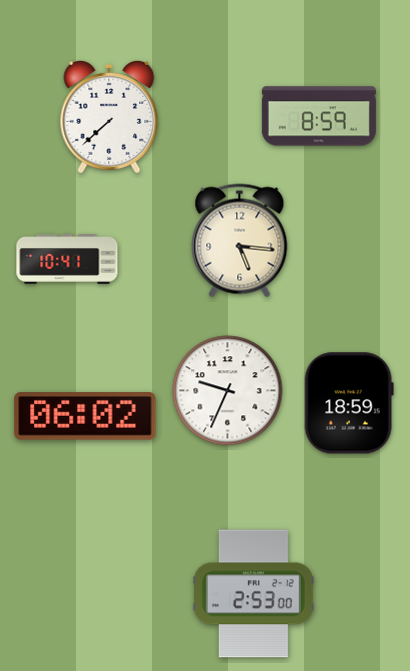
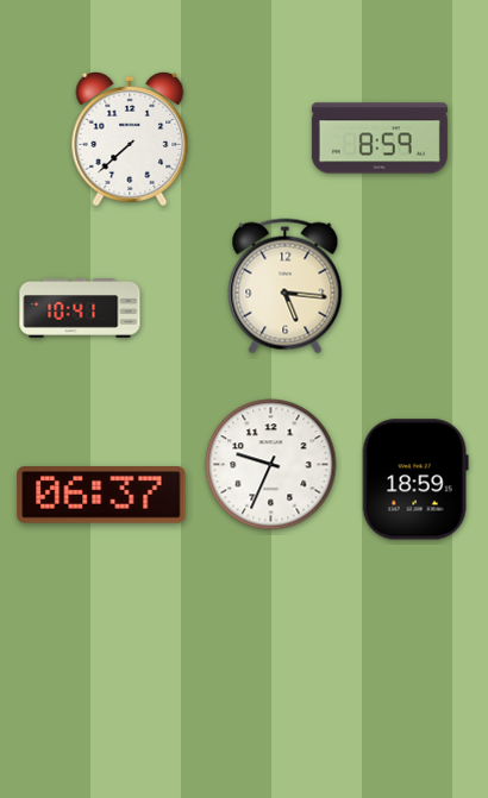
clock at (85, 416): 06:02 -> 06:37
clock at (253, 594): 2:53 -> none
